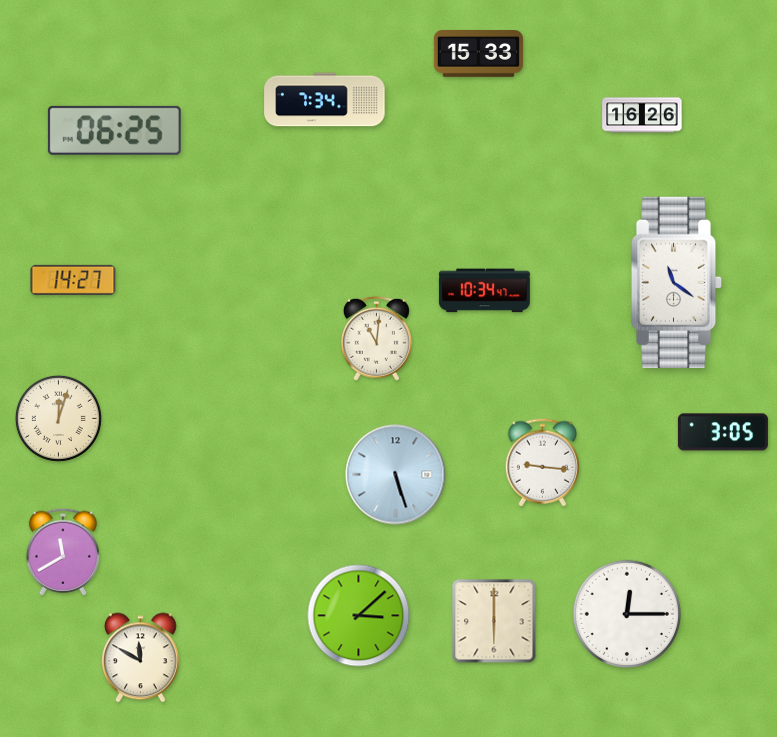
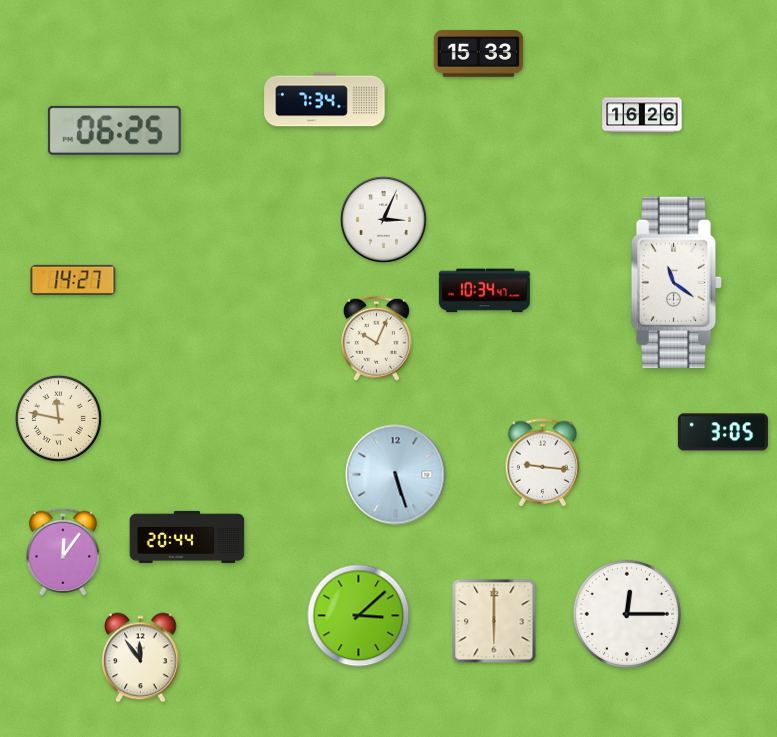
clock at (383, 219): none -> 3:04
clock at (376, 338): 11:01 -> 10:04
clock at (58, 418): 12:03 -> 11:47
clock at (187, 537): none -> 20:44
clock at (63, 552): 11:40 -> 12:06
clock at (140, 658): 11:50 -> 11:54
